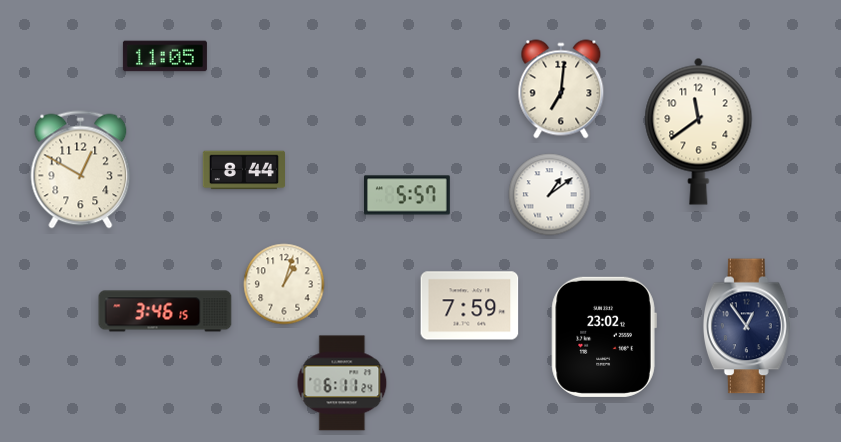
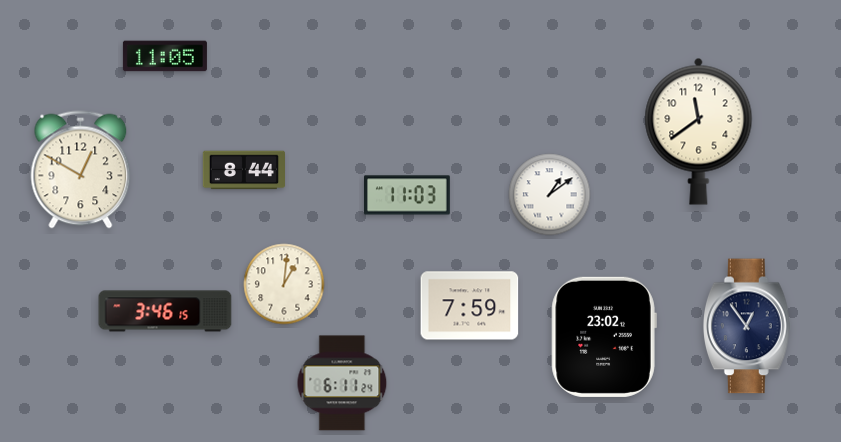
clock at (561, 89): 7:01 -> none
clock at (408, 195): 5:57 -> 11:03
clock at (284, 284): 1:03 -> 1:01
